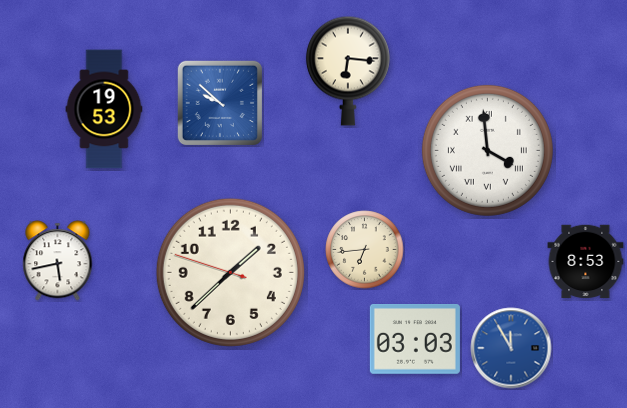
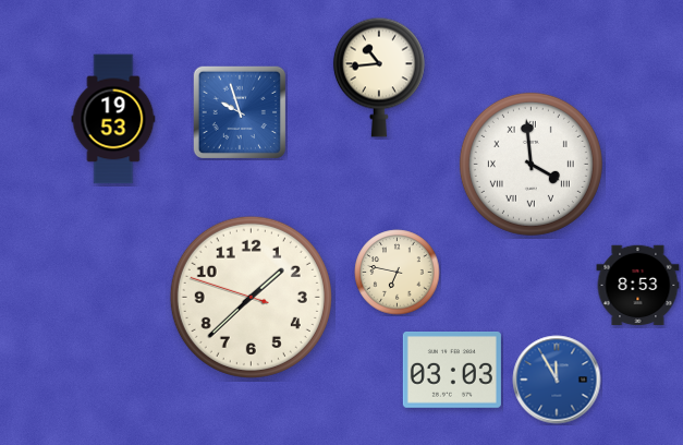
clock at (348, 71): 6:16 -> 10:44
clock at (219, 102): 9:52 -> 9:57
clock at (365, 250): 6:44 -> 6:47
clock at (58, 261): 5:43 -> none
